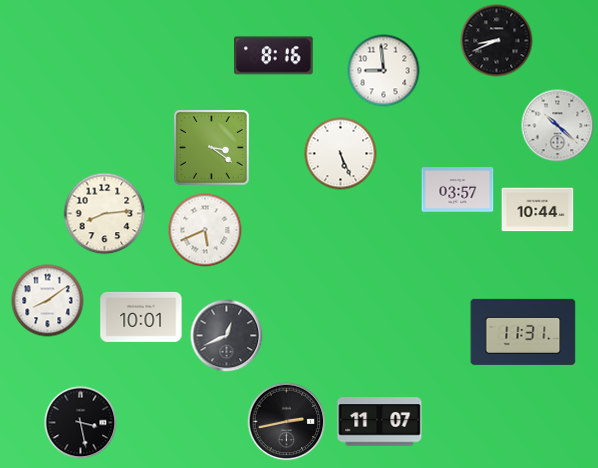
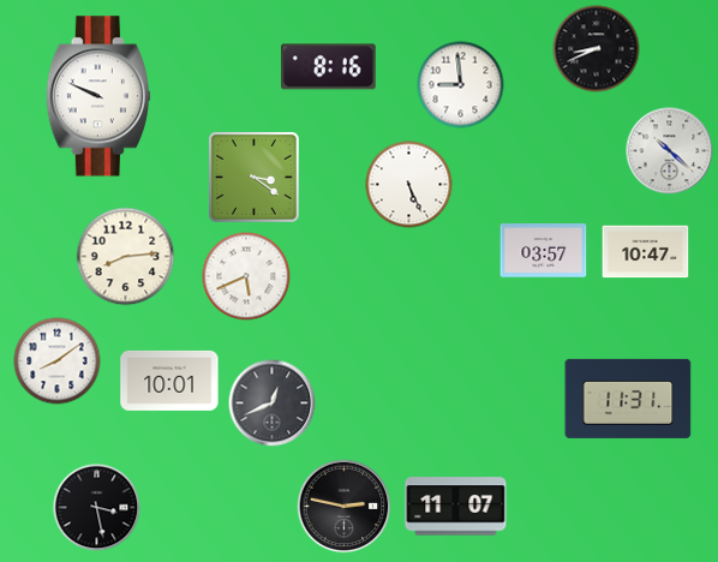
clock at (98, 96): none -> 9:49
clock at (458, 190) position: (458, 190) -> (544, 251)
clock at (538, 210): 10:44 -> 10:47
clock at (287, 422): 2:43 -> 2:47
